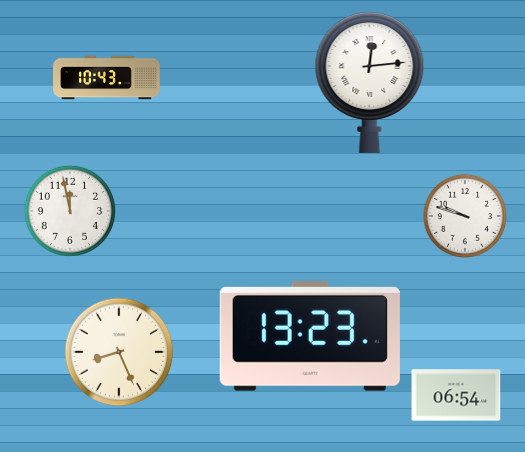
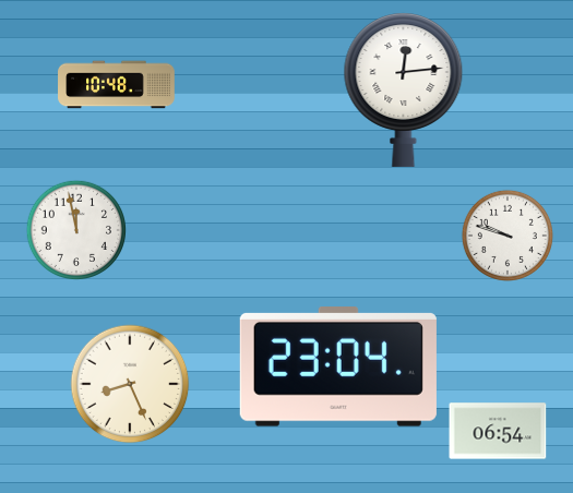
clock at (107, 78): 10:43 -> 10:48
clock at (310, 337): 13:23 -> 23:04
